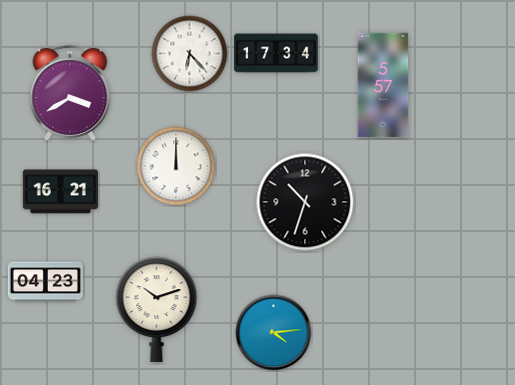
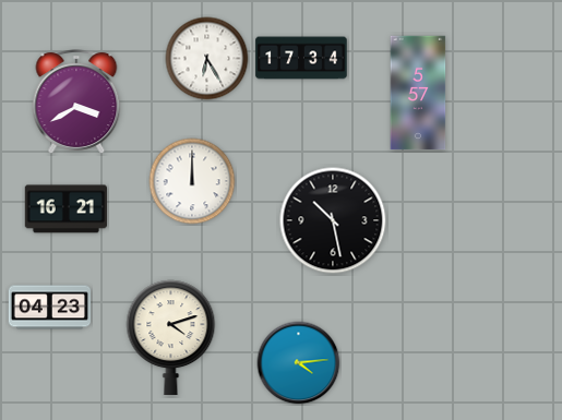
clock at (190, 54): 6:23 -> 6:25
clock at (305, 202): 10:33 -> 10:28
clock at (157, 309): 10:12 -> 4:12
